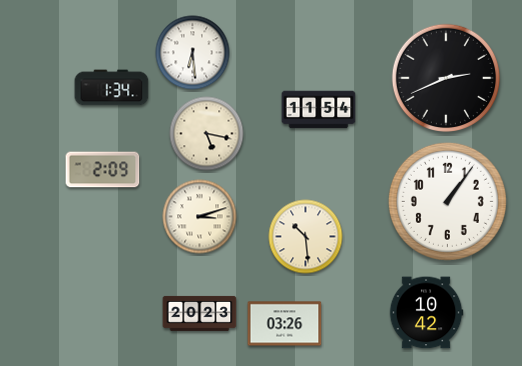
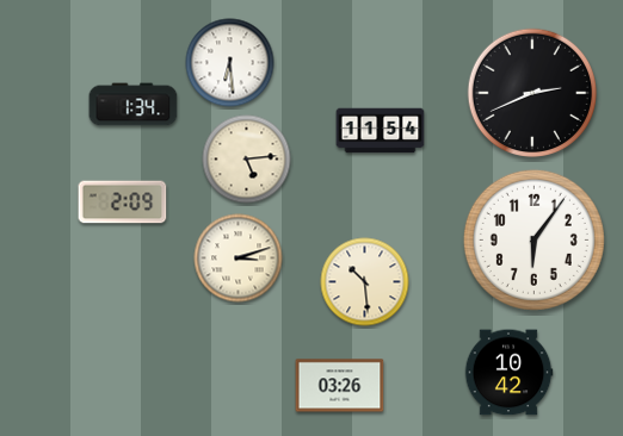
clock at (207, 134): 5:17 -> 5:14
clock at (447, 201): 1:06 -> 6:06
clock at (200, 313): 20:23 -> none
